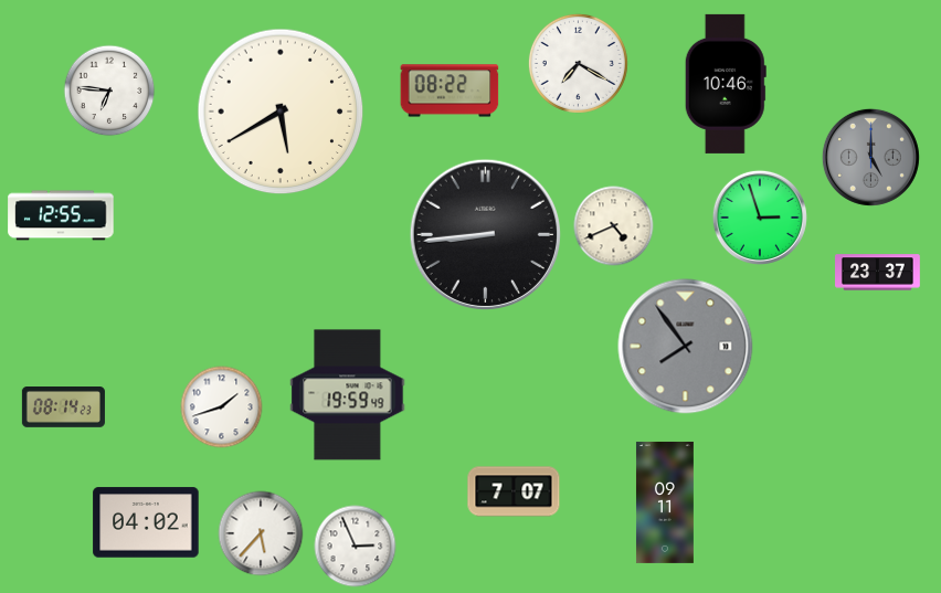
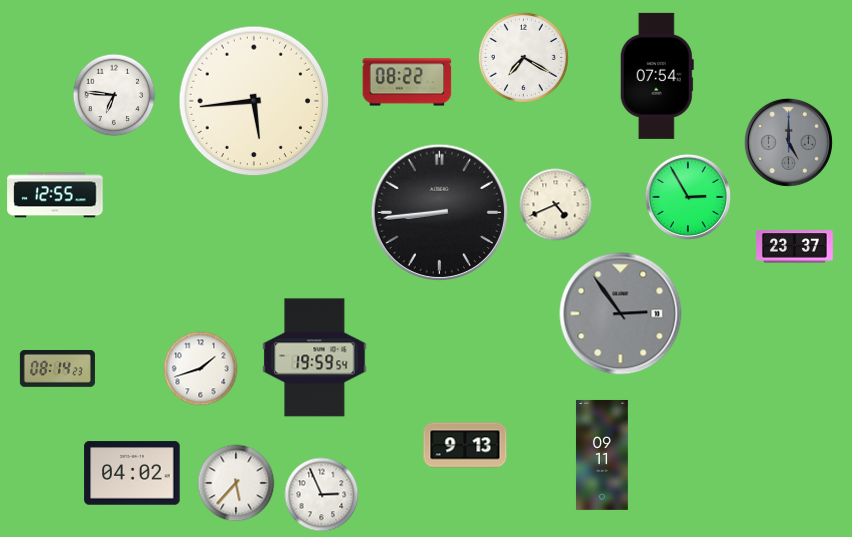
clock at (726, 84): 10:46 -> 07:54
clock at (109, 91) position: (109, 91) -> (114, 95)
clock at (281, 112): 5:40 -> 5:44
clock at (760, 218): 2:57 -> 2:55
clock at (686, 347): 7:54 -> 2:54
clock at (348, 395): 19:59:49 -> 19:59:54
clock at (514, 491): 7:07 -> 9:13
